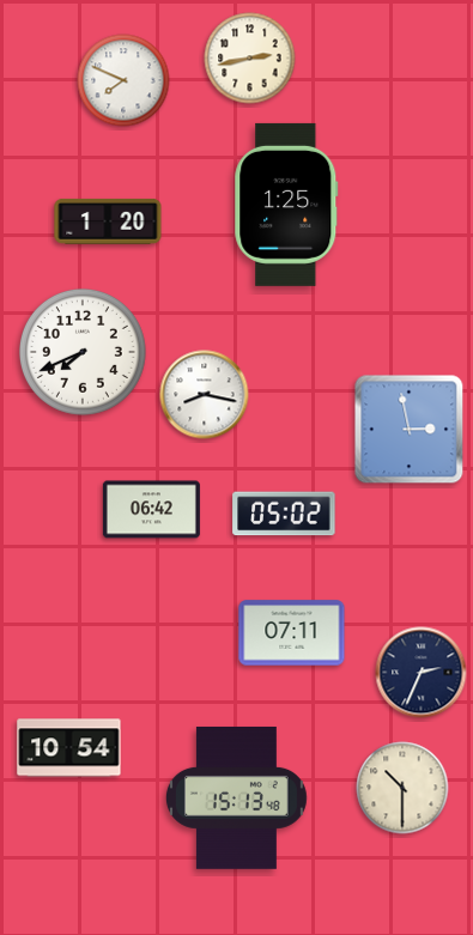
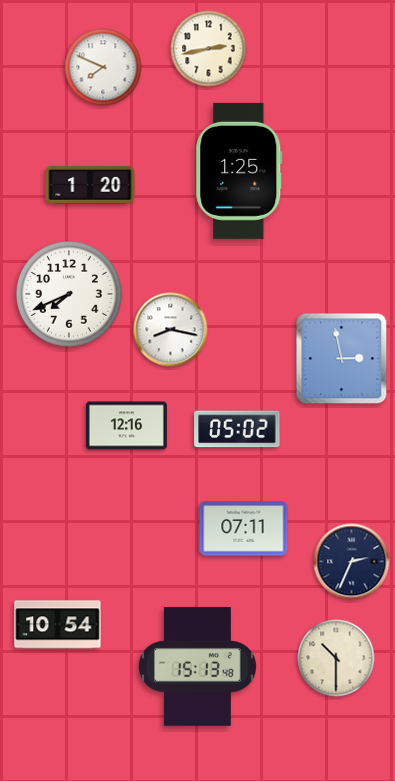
clock at (151, 510): 06:42 -> 12:16
